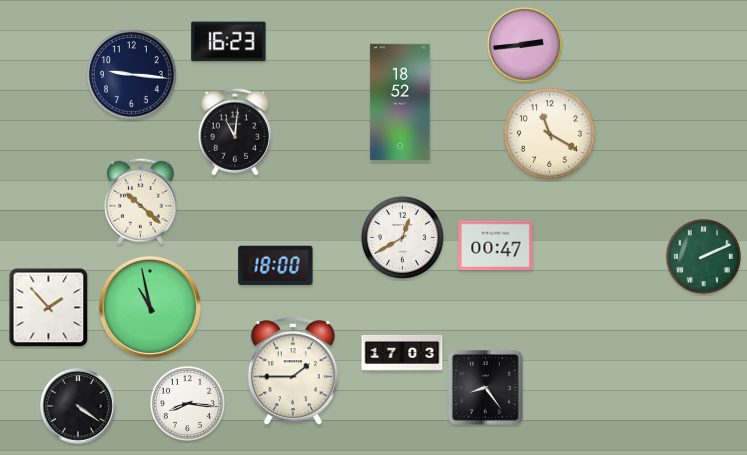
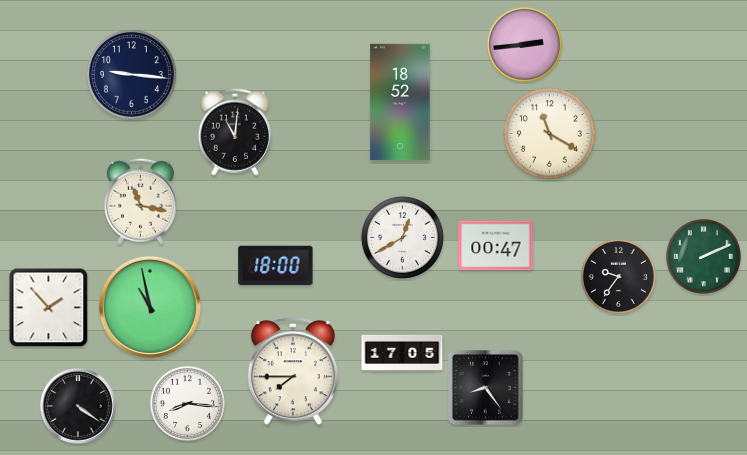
clock at (229, 42): 16:23 -> none
clock at (140, 201): 10:22 -> 11:17
clock at (618, 276): none -> 9:36
clock at (402, 353): 17:03 -> 17:05
clock at (293, 372): 1:45 -> 7:45
